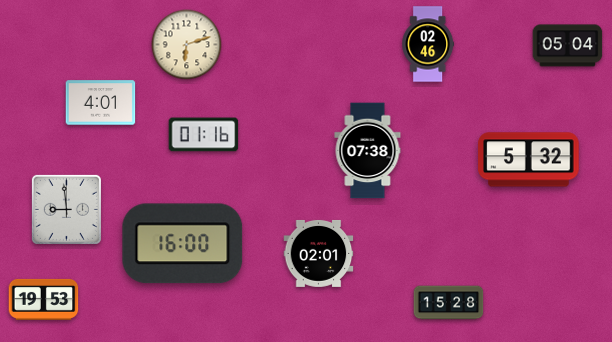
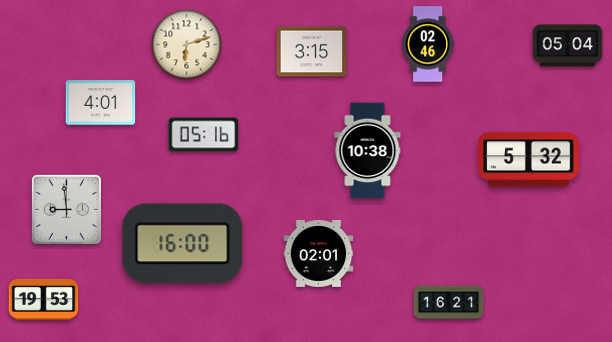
clock at (312, 52): none -> 3:15
clock at (204, 135): 01:16 -> 05:16
clock at (368, 151): 07:38 -> 10:38
clock at (449, 303): 15:28 -> 16:21
